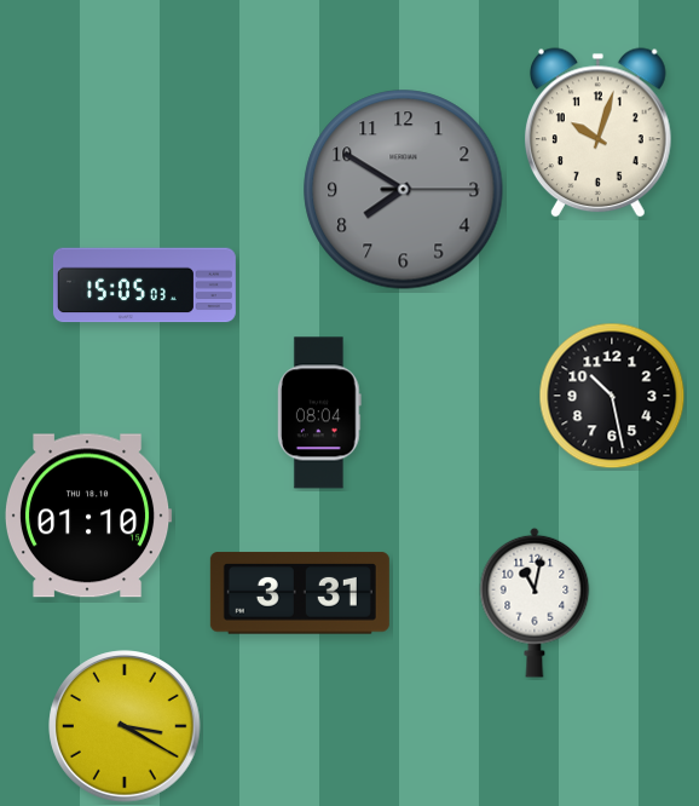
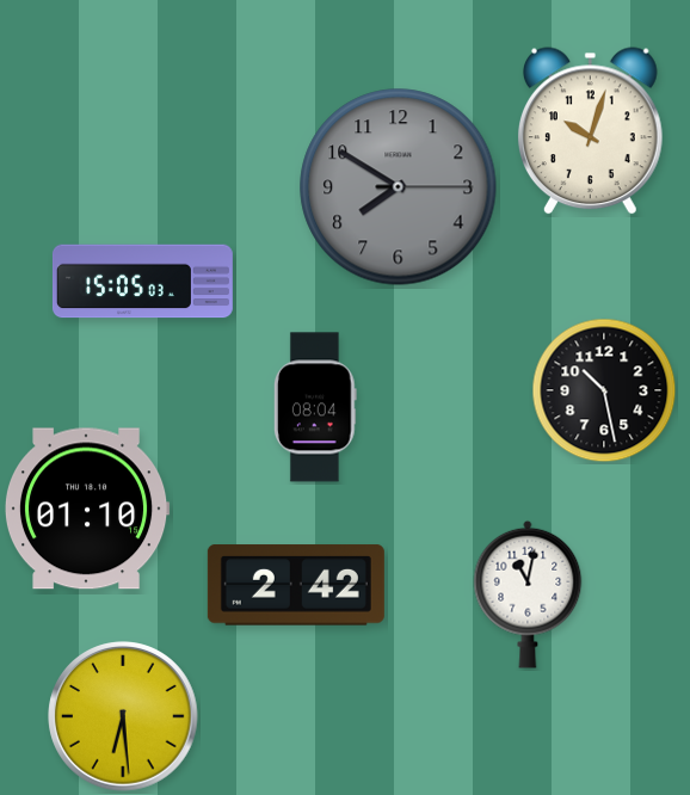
clock at (300, 593): 3:31 -> 2:42
clock at (125, 726): 3:20 -> 6:29
